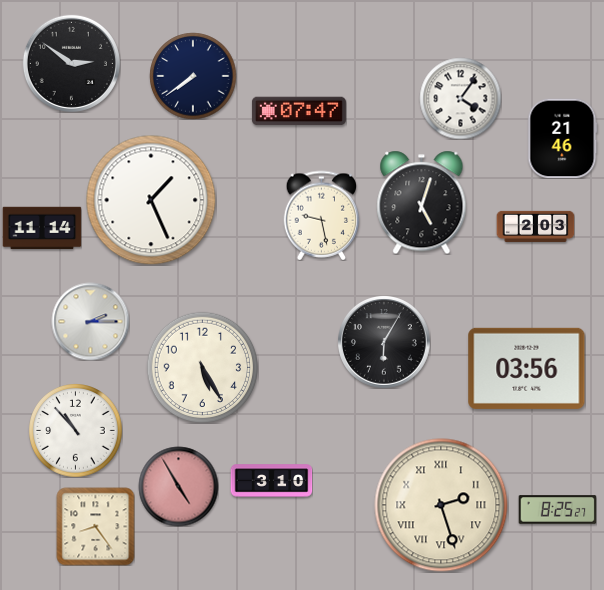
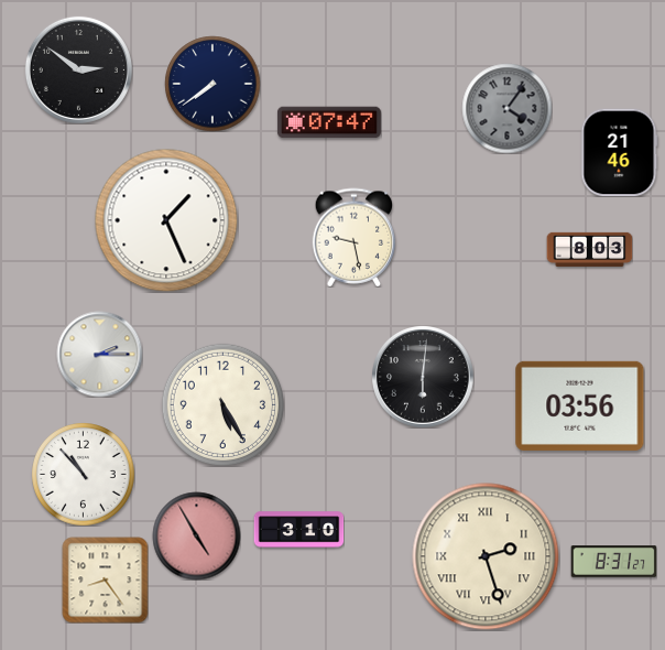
clock at (460, 98) dial: white -> grey
clock at (422, 202): 5:03 -> none
clock at (535, 226): 2:03 -> 8:03
clock at (42, 228): 11:14 -> none
clock at (384, 342): 6:05 -> 6:01
clock at (557, 510): 8:25 -> 8:31
